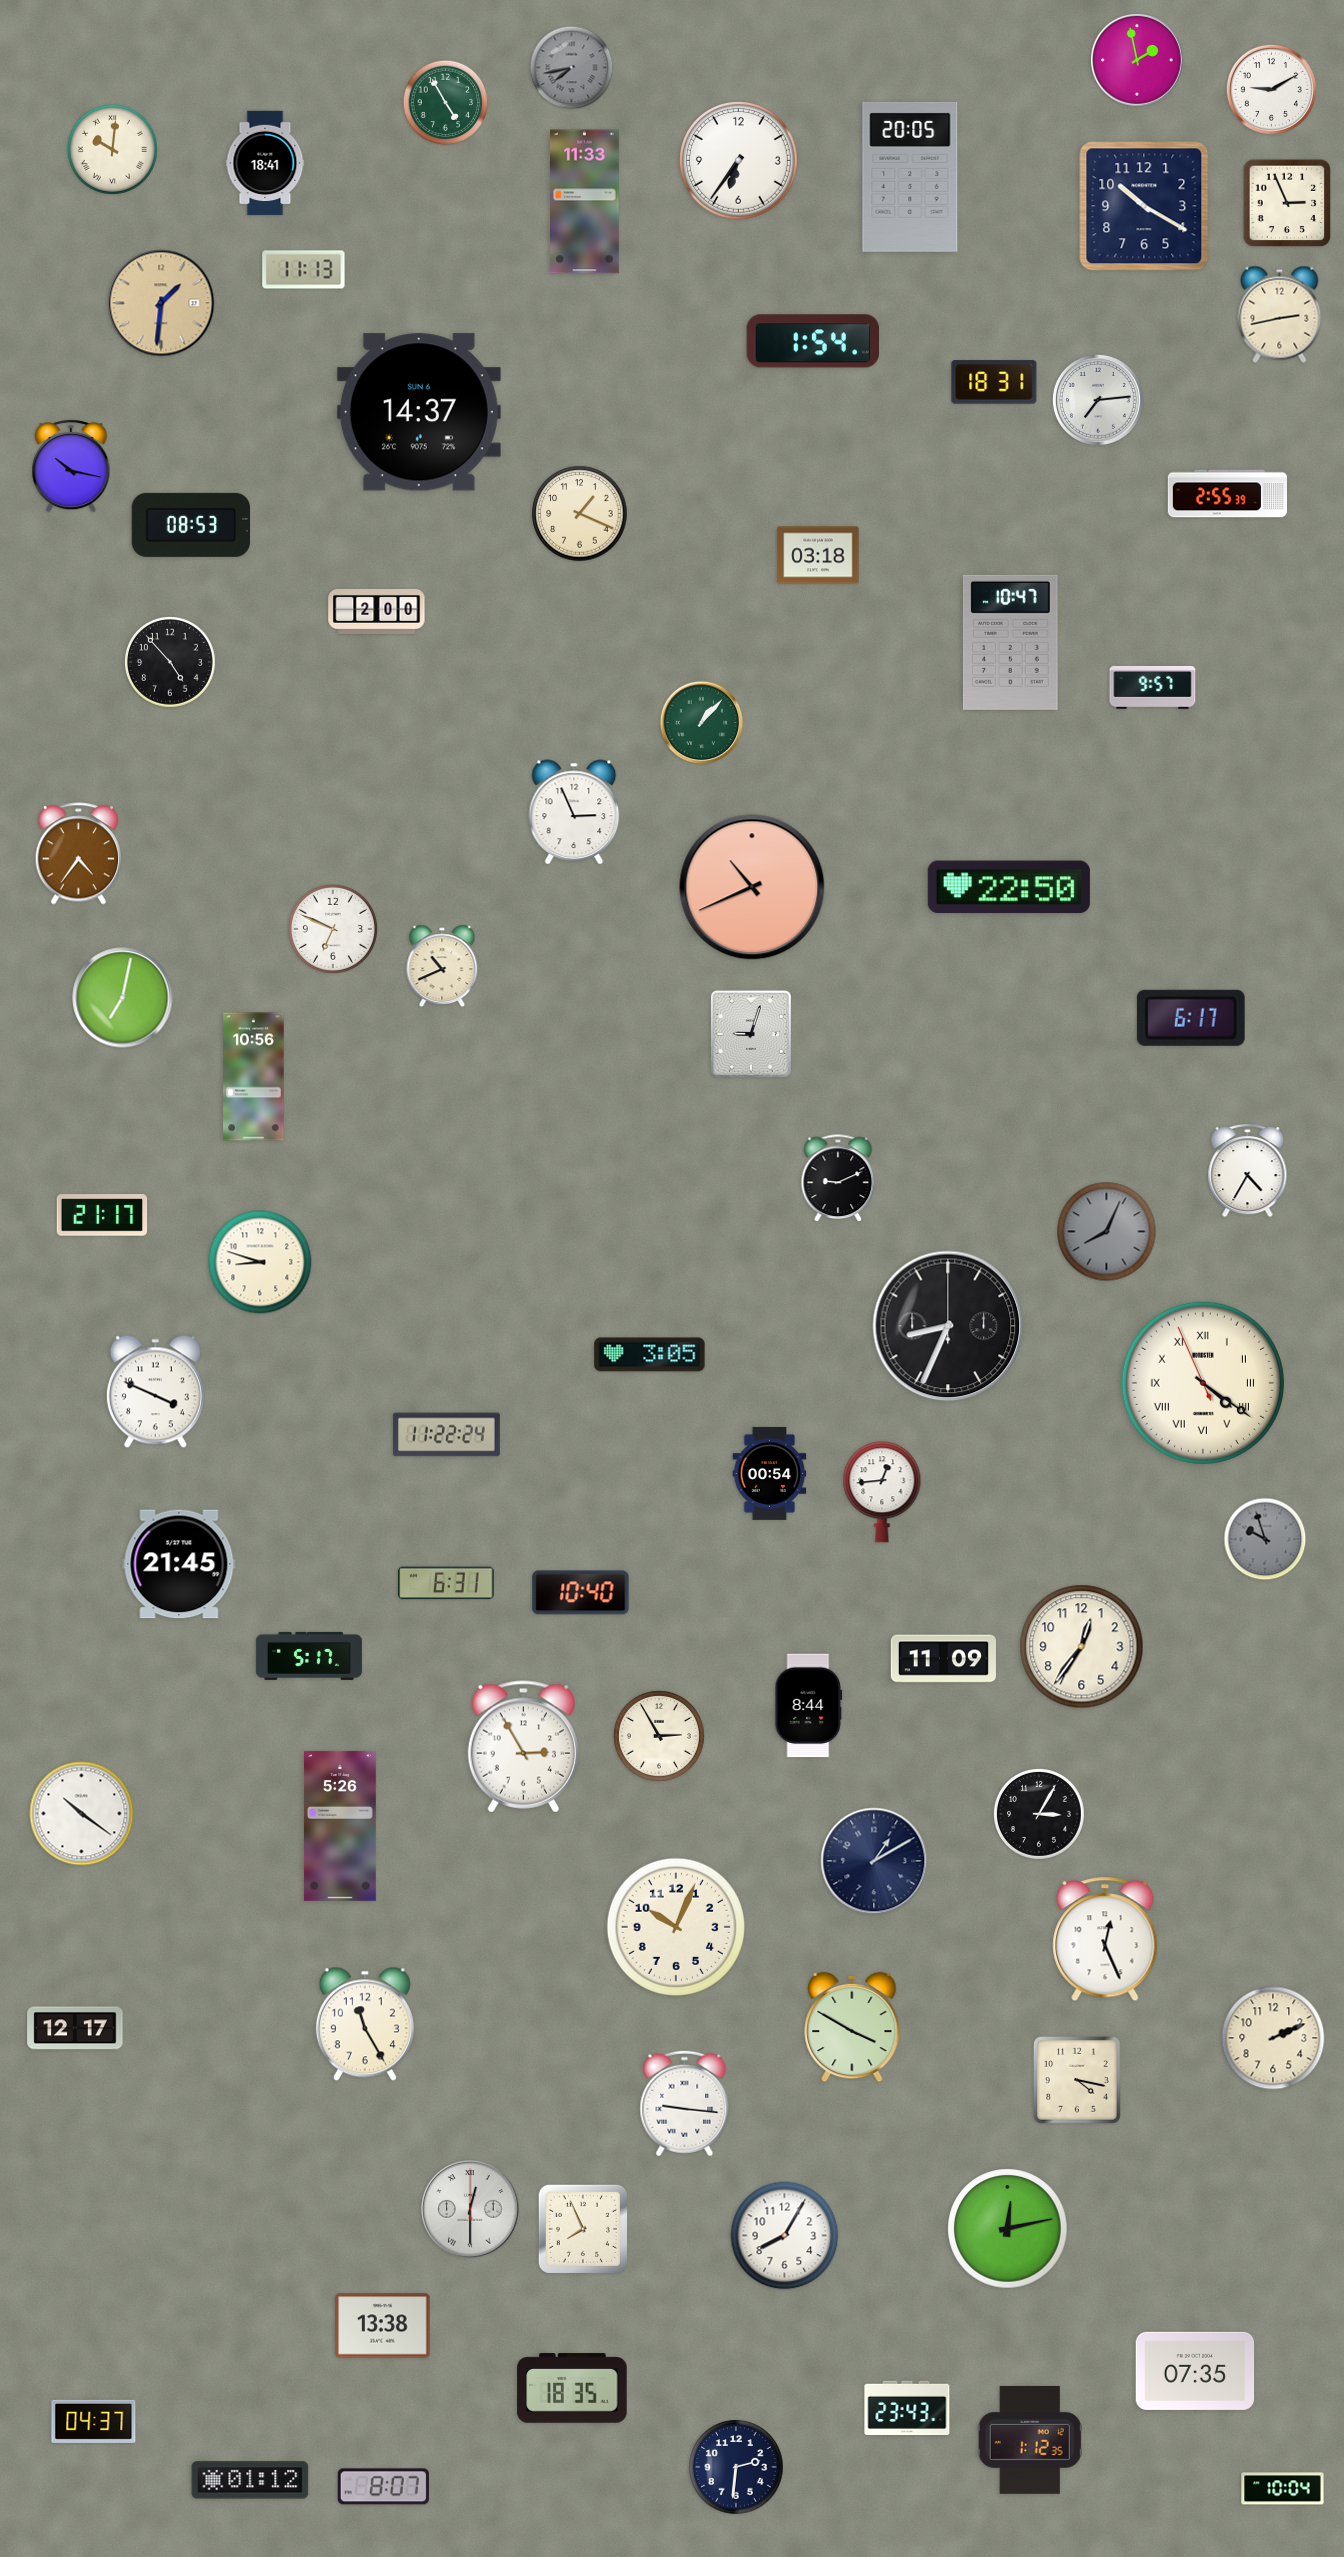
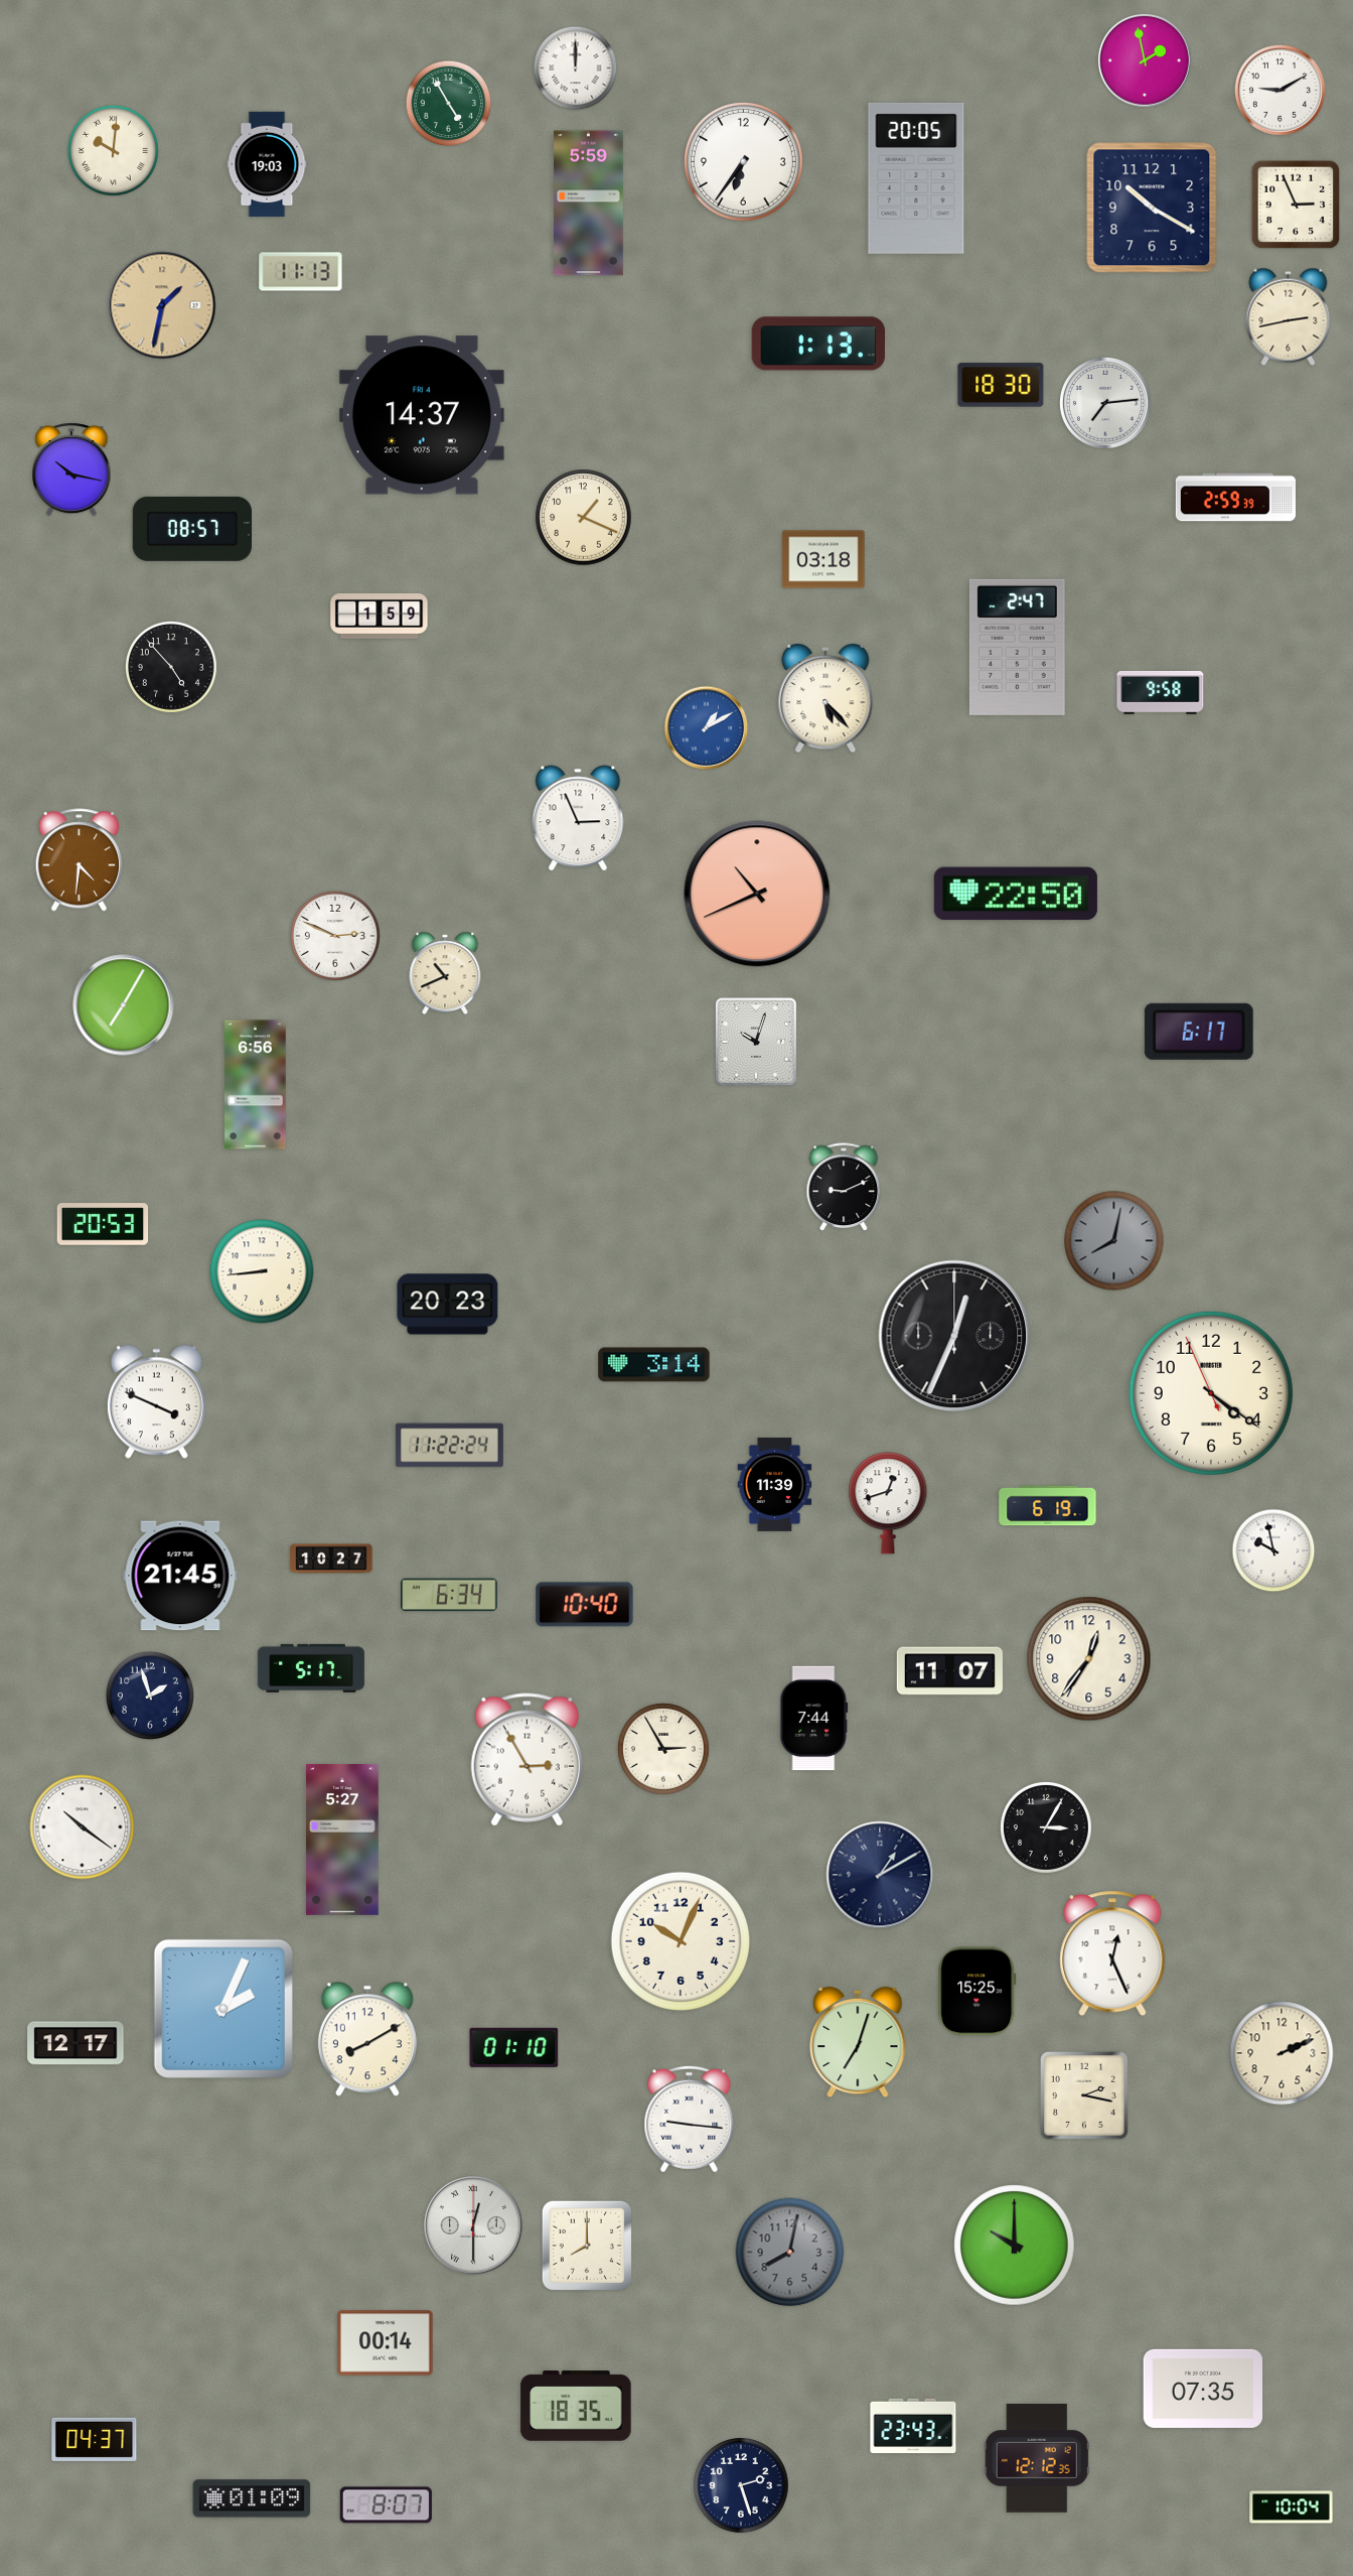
clock at (572, 68): 7:43 -> 12:00
clock at (572, 68) dial: grey -> white
clock at (265, 163): 18:41 -> 19:03
clock at (585, 202): 11:33 -> 5:59
clock at (304, 270) position: (304, 270) -> (301, 272)
clock at (161, 303): 1:31 -> 1:32
clock at (812, 341): 1:54 -> 1:13
clock at (994, 382): 18:31 -> 18:30
clock at (419, 412) date: SUN 6 -> FRI 4
clock at (1227, 494): 2:55 -> 2:59
clock at (191, 525): 08:53 -> 08:57
clock at (377, 611): 2:00 -> 1:59
clock at (1010, 642): 10:47 -> 2:47
clock at (1153, 688): 9:57 -> 9:58
clock at (825, 698): none -> 5:23
clock at (702, 723): 1:07 -> 1:10
clock at (702, 723) dial: green -> blue
clock at (79, 854): 4:36 -> 4:31
clock at (333, 929): 6:49 -> 2:49
clock at (123, 998): 7:02 -> 7:05
clock at (1191, 1018) position: (1191, 1018) -> (1199, 1032)
clock at (751, 1034): 9:03 -> 10:03
clock at (254, 1077): 10:56 -> 6:56
clock at (1248, 1170): 4:35 -> none
clock at (102, 1215): 21:17 -> 20:53
clock at (1107, 1232): 8:04 -> 8:02
clock at (260, 1262): 8:48 -> 8:44
clock at (448, 1305): none -> 20:23
clock at (948, 1326): 8:34 -> 12:34
clock at (650, 1355): 3:05 -> 3:14
clock at (1203, 1383) numerals: Roman -> Arabic
clock at (770, 1473): 00:54 -> 11:39
clock at (882, 1492): 12:44 -> 12:42
clock at (1048, 1506): none -> 6:19
clock at (1265, 1539): 9:57 -> 9:58
clock at (1265, 1539) dial: grey -> white
clock at (331, 1558): none -> 10:27
clock at (446, 1583): 6:31 -> 6:34
clock at (943, 1659): 11:09 -> 11:07
clock at (149, 1694): none -> 1:57
clock at (809, 1706): 8:44 -> 7:44
clock at (340, 1826): 5:26 -> 5:27
clock at (978, 1992): none -> 15:25
clock at (223, 2009): none -> 2:04
clock at (365, 2024): 11:25 -> 8:10
clock at (852, 2027): 3:50 -> 7:03
clock at (514, 2047): none -> 01:10
clock at (1078, 2081): 4:17 -> 2:17
clock at (583, 2229): 7:56 -> 8:00
clock at (1008, 2229): 12:13 -> 10:00
clock at (785, 2236): 8:05 -> 8:02
clock at (785, 2236) dial: white -> grey
clock at (383, 2326): 13:38 -> 00:14
clock at (1030, 2440): 1:12 -> 12:12
clock at (736, 2467): 2:31 -> 2:27
clock at (250, 2480): 01:12 -> 01:09
